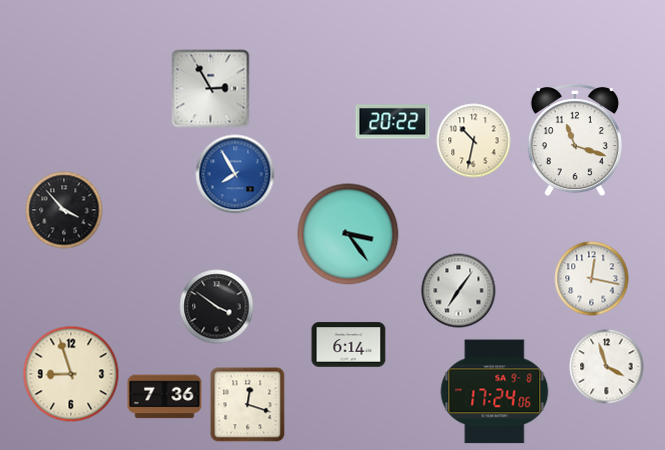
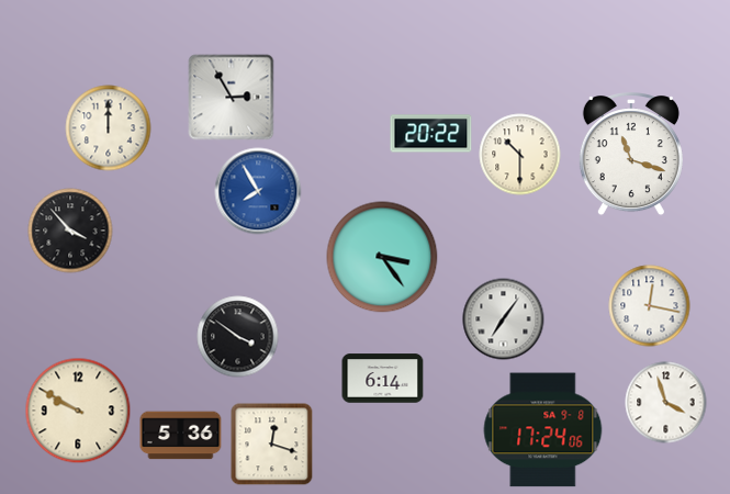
clock at (109, 128): none -> 12:00
clock at (474, 141): 10:32 -> 10:30
clock at (71, 374): 8:57 -> 9:50
clock at (165, 397): 7:36 -> 5:36
